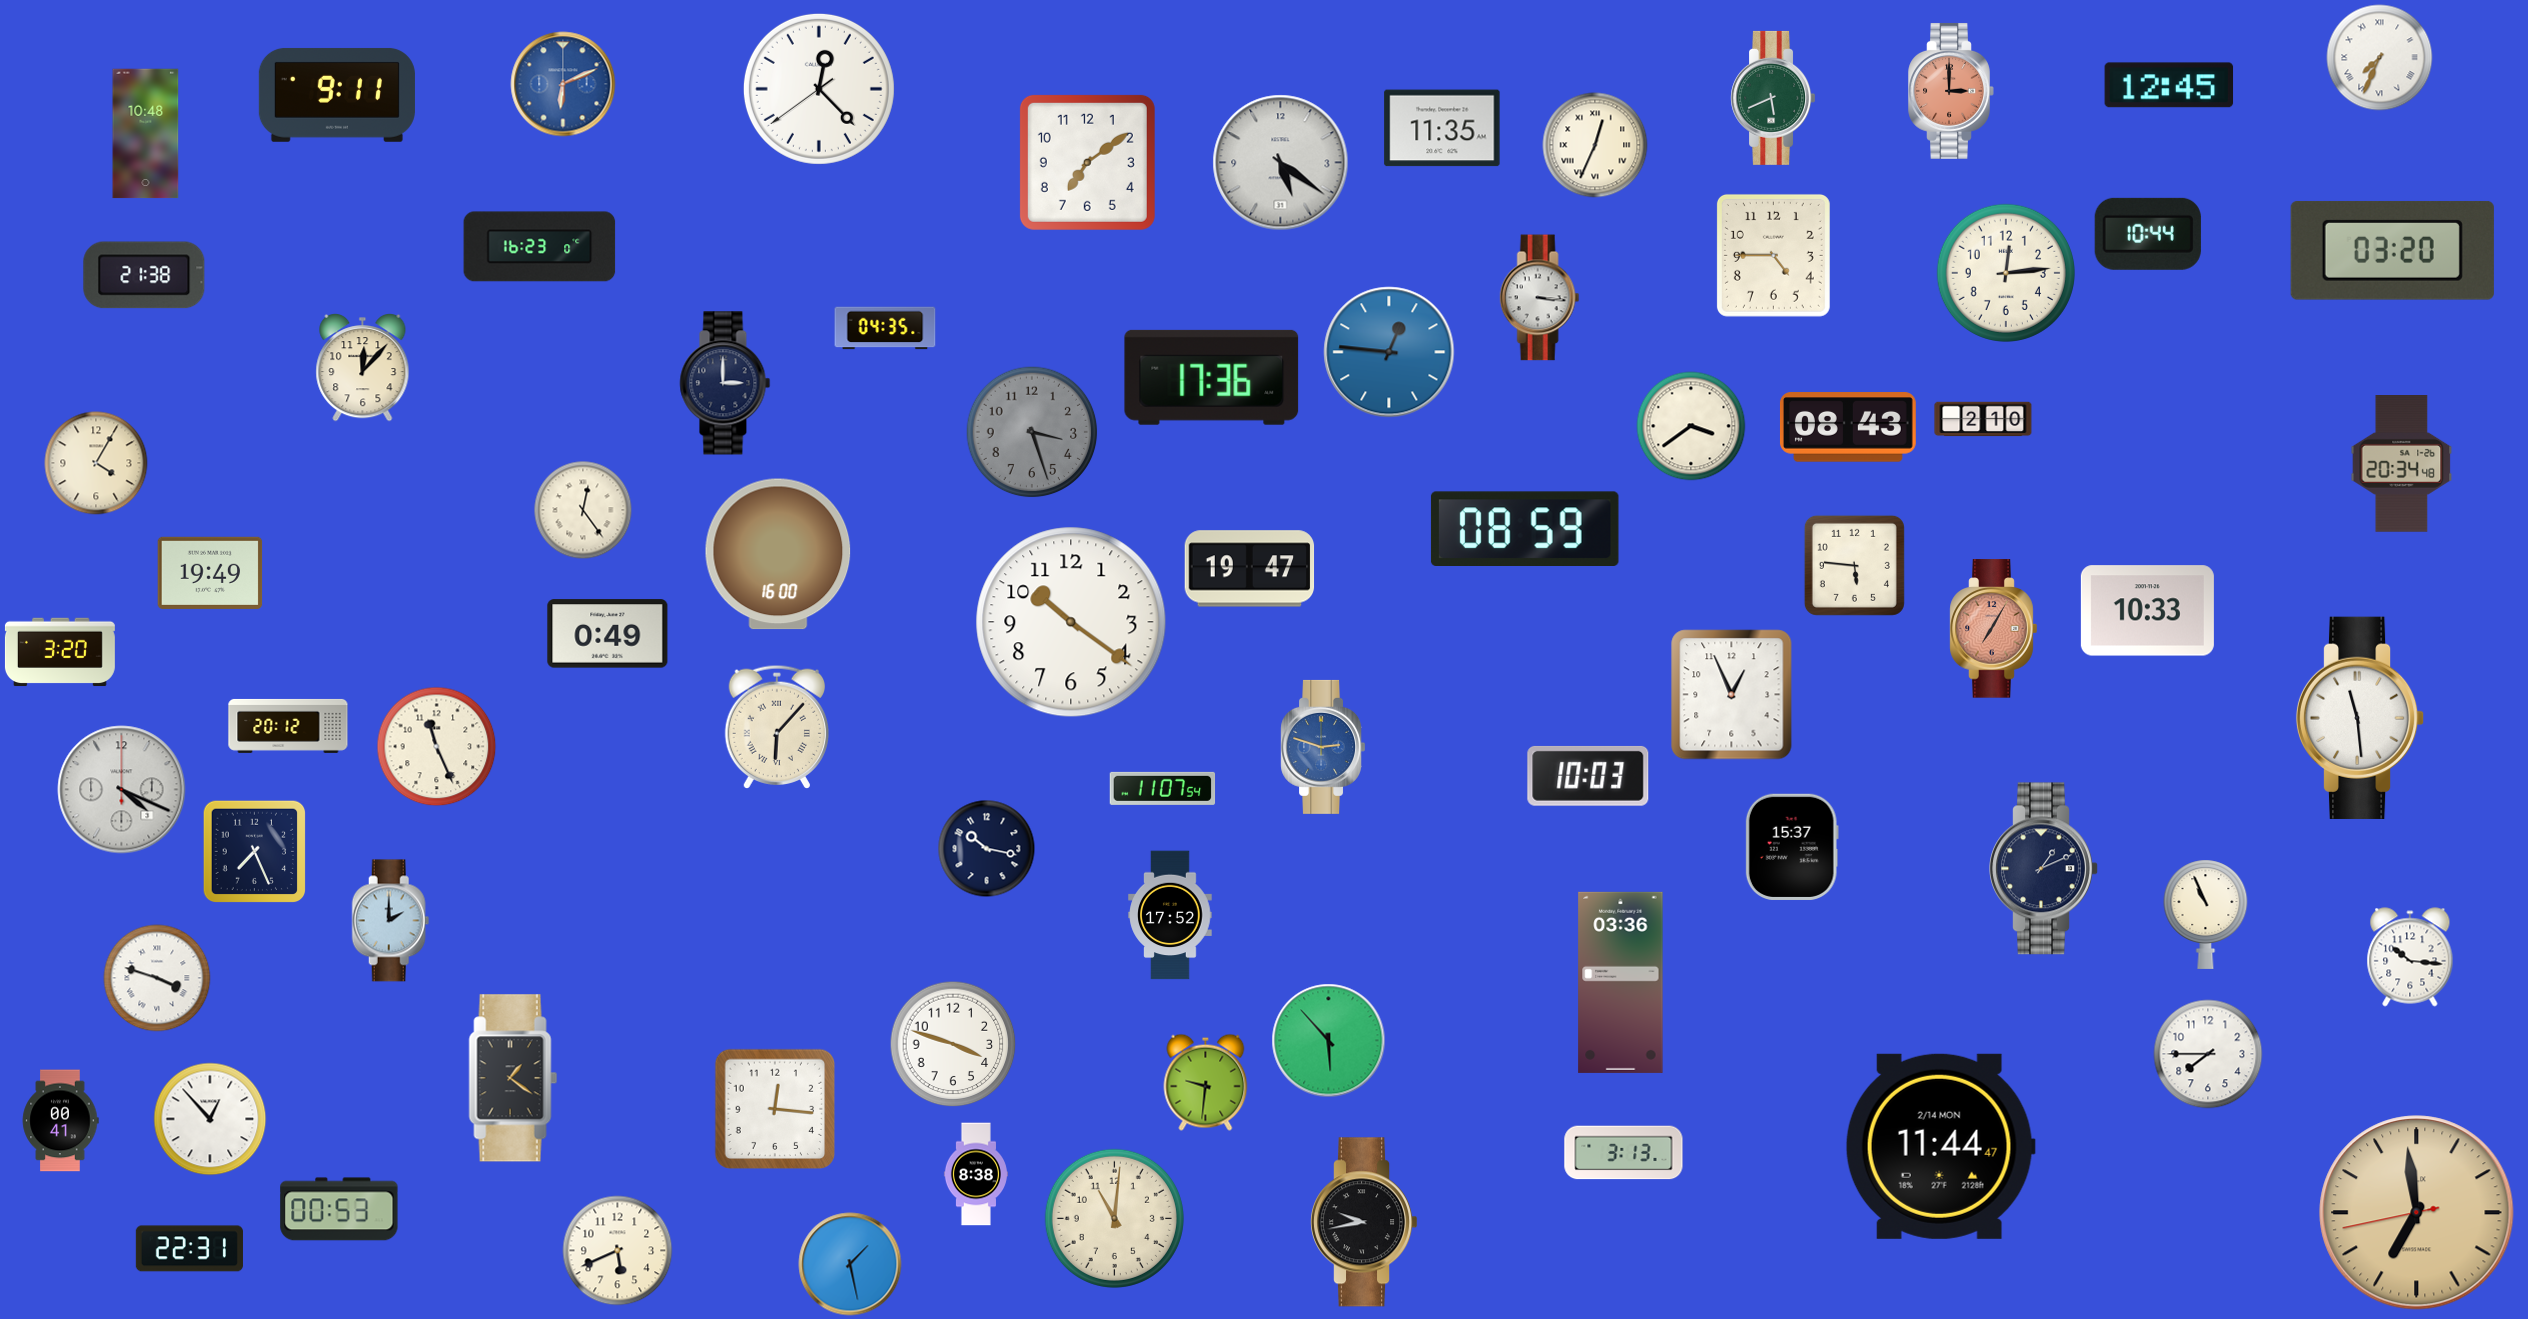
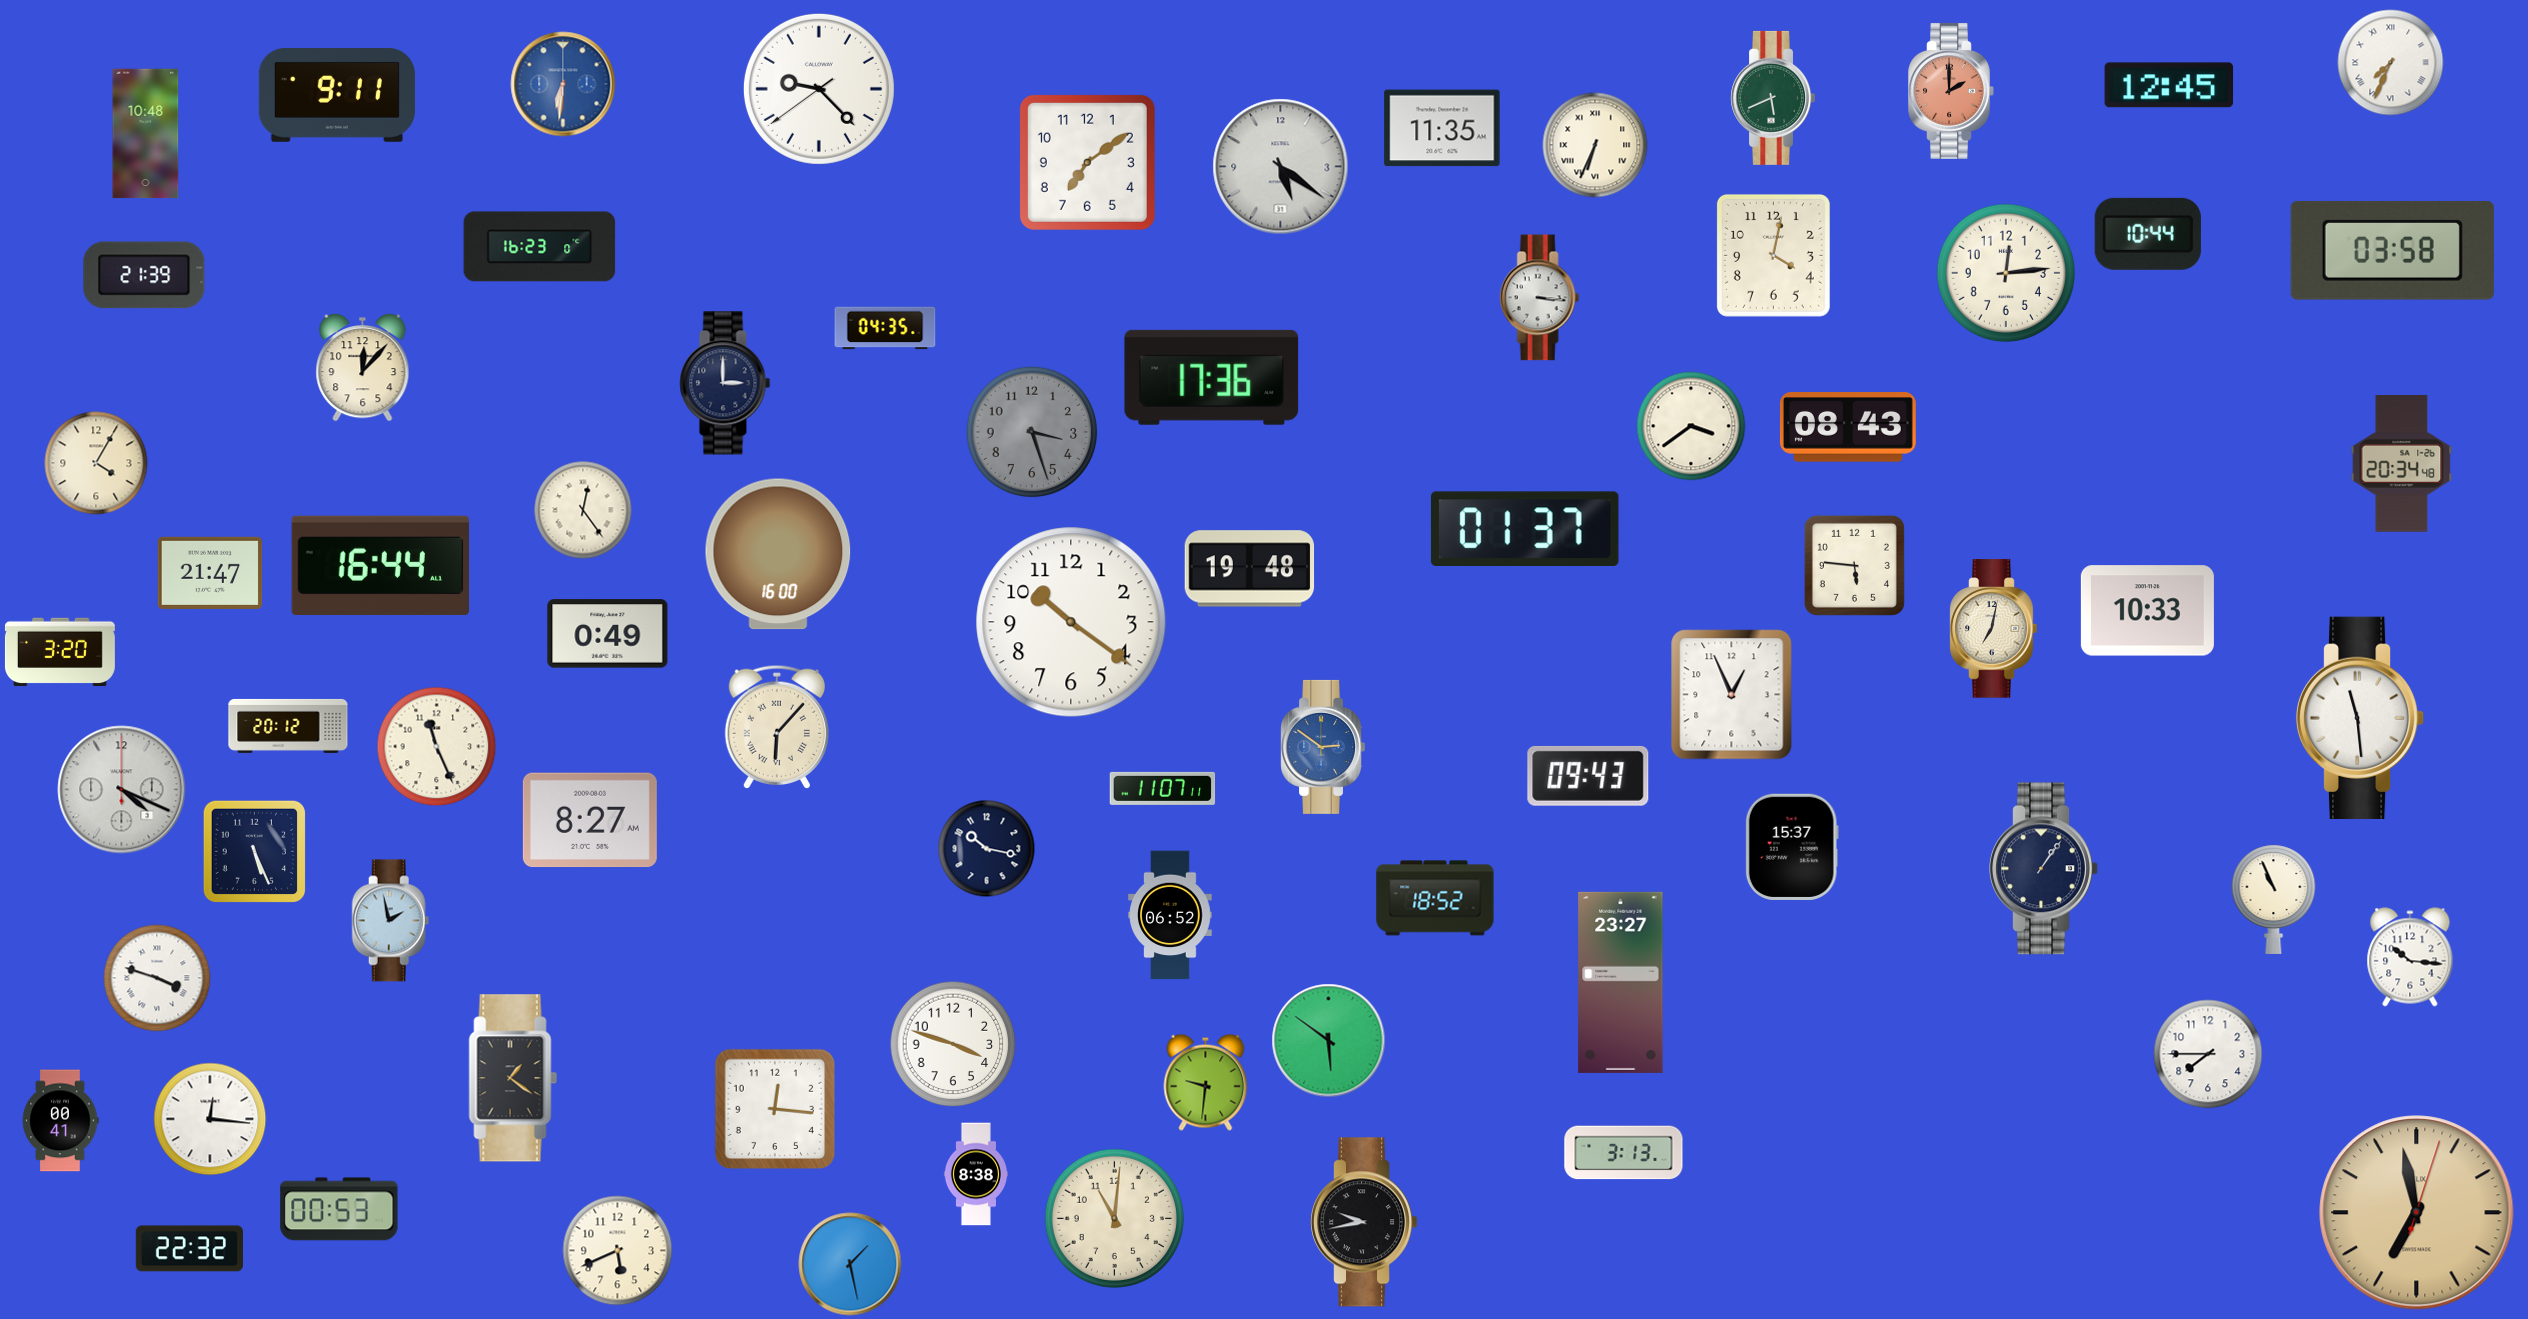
clock at (2380, 58) position: (2380, 58) -> (2391, 63)
clock at (563, 84): 6:11 -> 6:31
clock at (819, 89): 12:22 -> 9:22
clock at (1951, 91): 3:00 -> 2:00
clock at (1595, 145): 12:34 -> 6:34
clock at (1281, 163) position: (1281, 163) -> (1281, 167)
clock at (2392, 251): 03:20 -> 03:58
clock at (1773, 255): 4:45 -> 4:02
clock at (144, 275): 21:38 -> 21:39
clock at (1389, 352): 12:46 -> none
clock at (1983, 419): 2:10 -> none
clock at (1525, 528): 08:59 -> 01:37
clock at (380, 565): none -> 16:44
clock at (1250, 569): 19:47 -> 19:48
clock at (210, 573): 19:49 -> 21:47
clock at (1994, 629): 7:05 -> 7:02
clock at (1994, 629) dial: salmon -> cream
clock at (1323, 747): 2:48 -> 2:51
clock at (1588, 776): 10:03 -> 09:43
clock at (1163, 788): 11:07:54 -> 11:07:11
clock at (590, 820): none -> 8:27
clock at (255, 852): 7:26 -> 5:26
clock at (2044, 869): 1:11 -> 1:06
clock at (1435, 898): none -> 18:52
clock at (2206, 914) position: (2206, 914) -> (2274, 899)
clock at (1170, 915): 17:52 -> 06:52
clock at (391, 921): 2:00 -> 1:58
clock at (1621, 982): 03:36 -> 23:27
clock at (1329, 1041): 5:53 -> 5:51
clock at (210, 1119): 12:53 -> 12:16
clock at (1940, 1146): 11:44 -> none
clock at (2417, 1213): 6:58:43 -> 6:58:03
clock at (189, 1249): 22:31 -> 22:32
